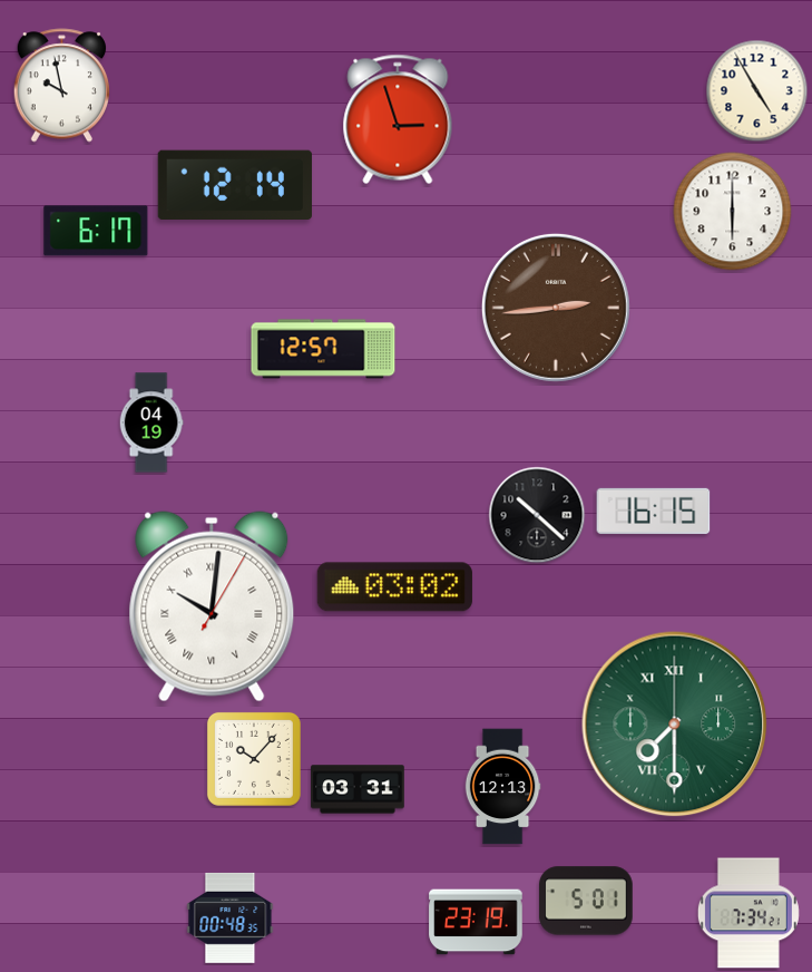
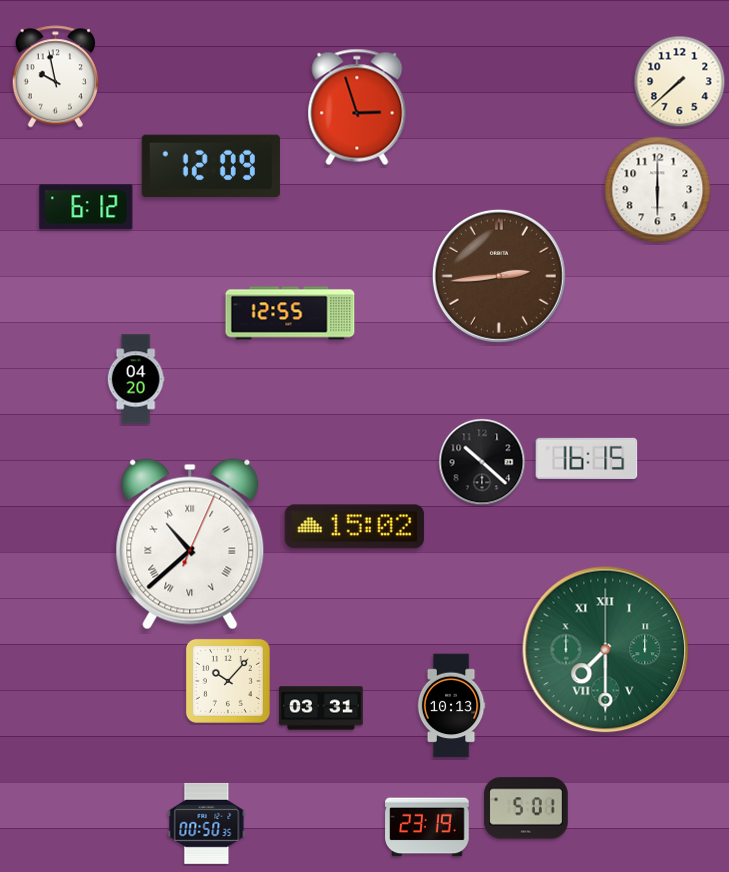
clock at (757, 91): 4:55 -> 7:38
clock at (235, 184): 12:14 -> 12:09
clock at (96, 231): 6:17 -> 6:12
clock at (323, 349): 12:57 -> 12:55
clock at (151, 422): 04:19 -> 04:20
clock at (394, 587): 03:02 -> 15:02
clock at (212, 606): 10:01 -> 10:38
clock at (502, 787): 12:13 -> 10:13
clock at (749, 913): 7:34 -> none
clock at (231, 917): 00:48 -> 00:50
